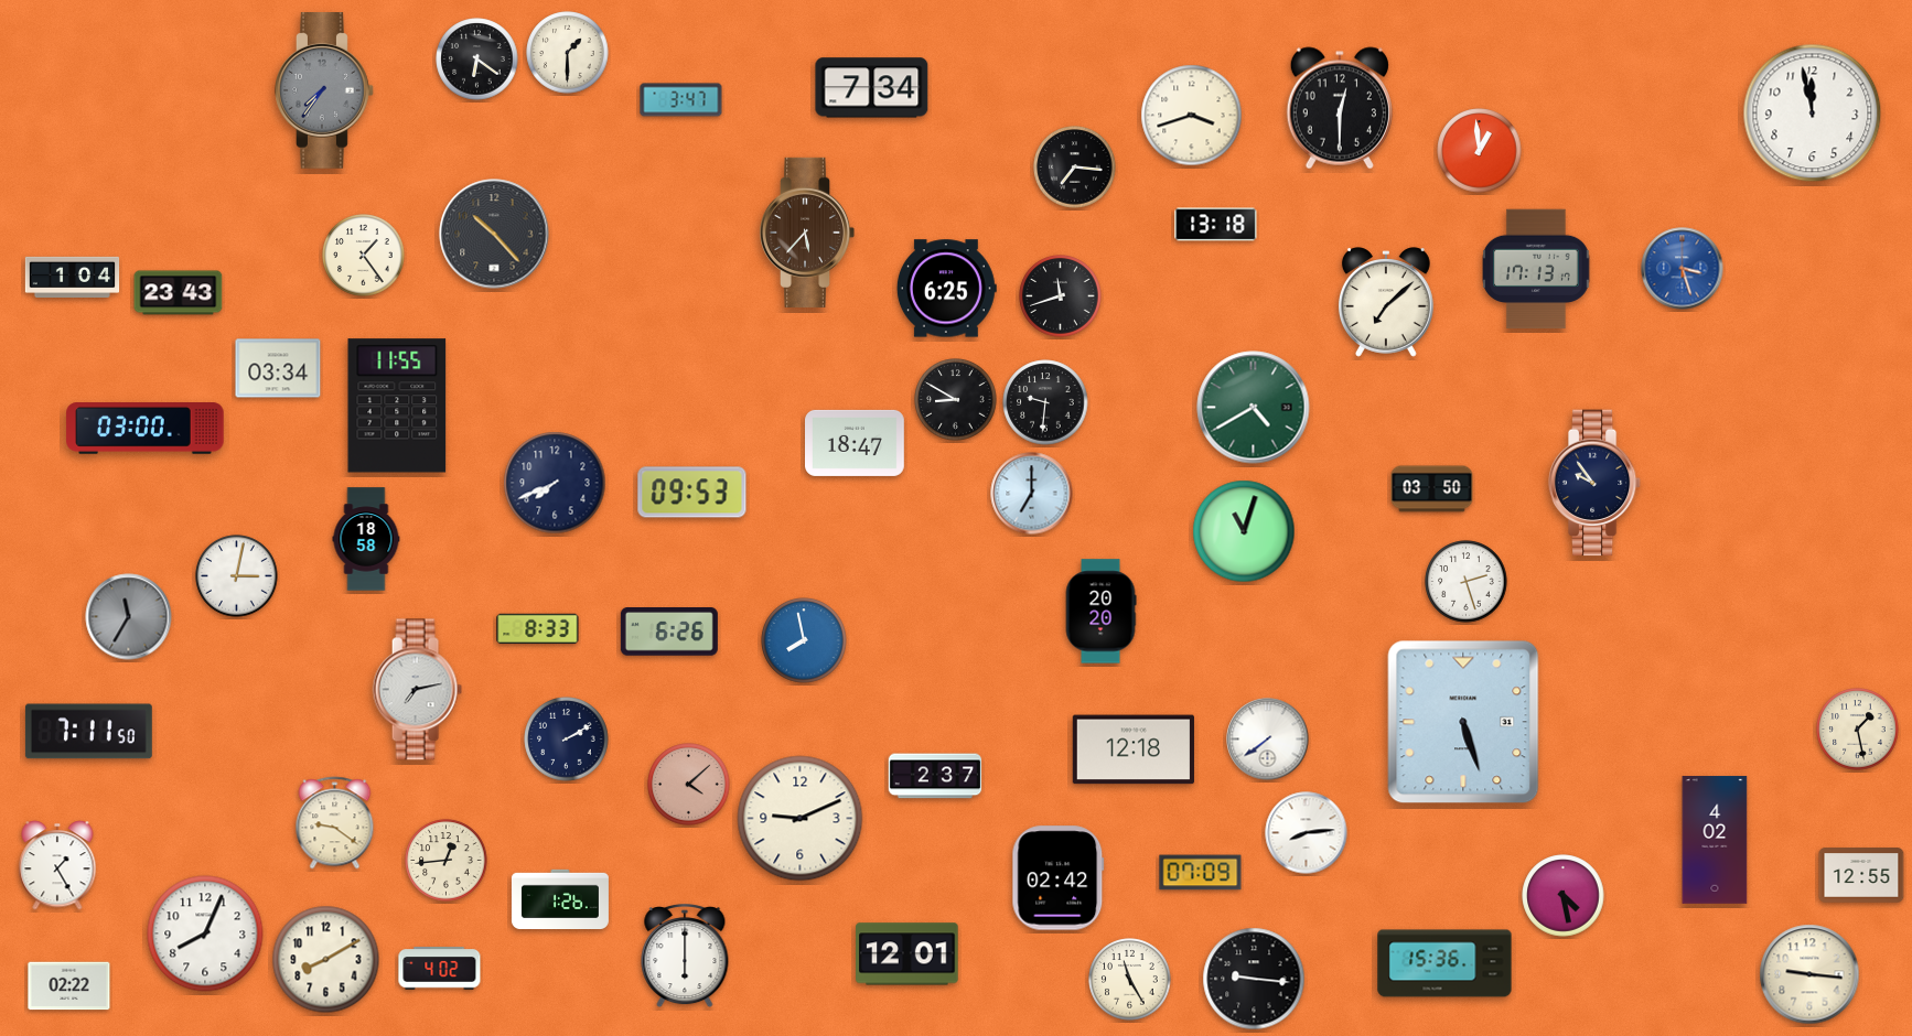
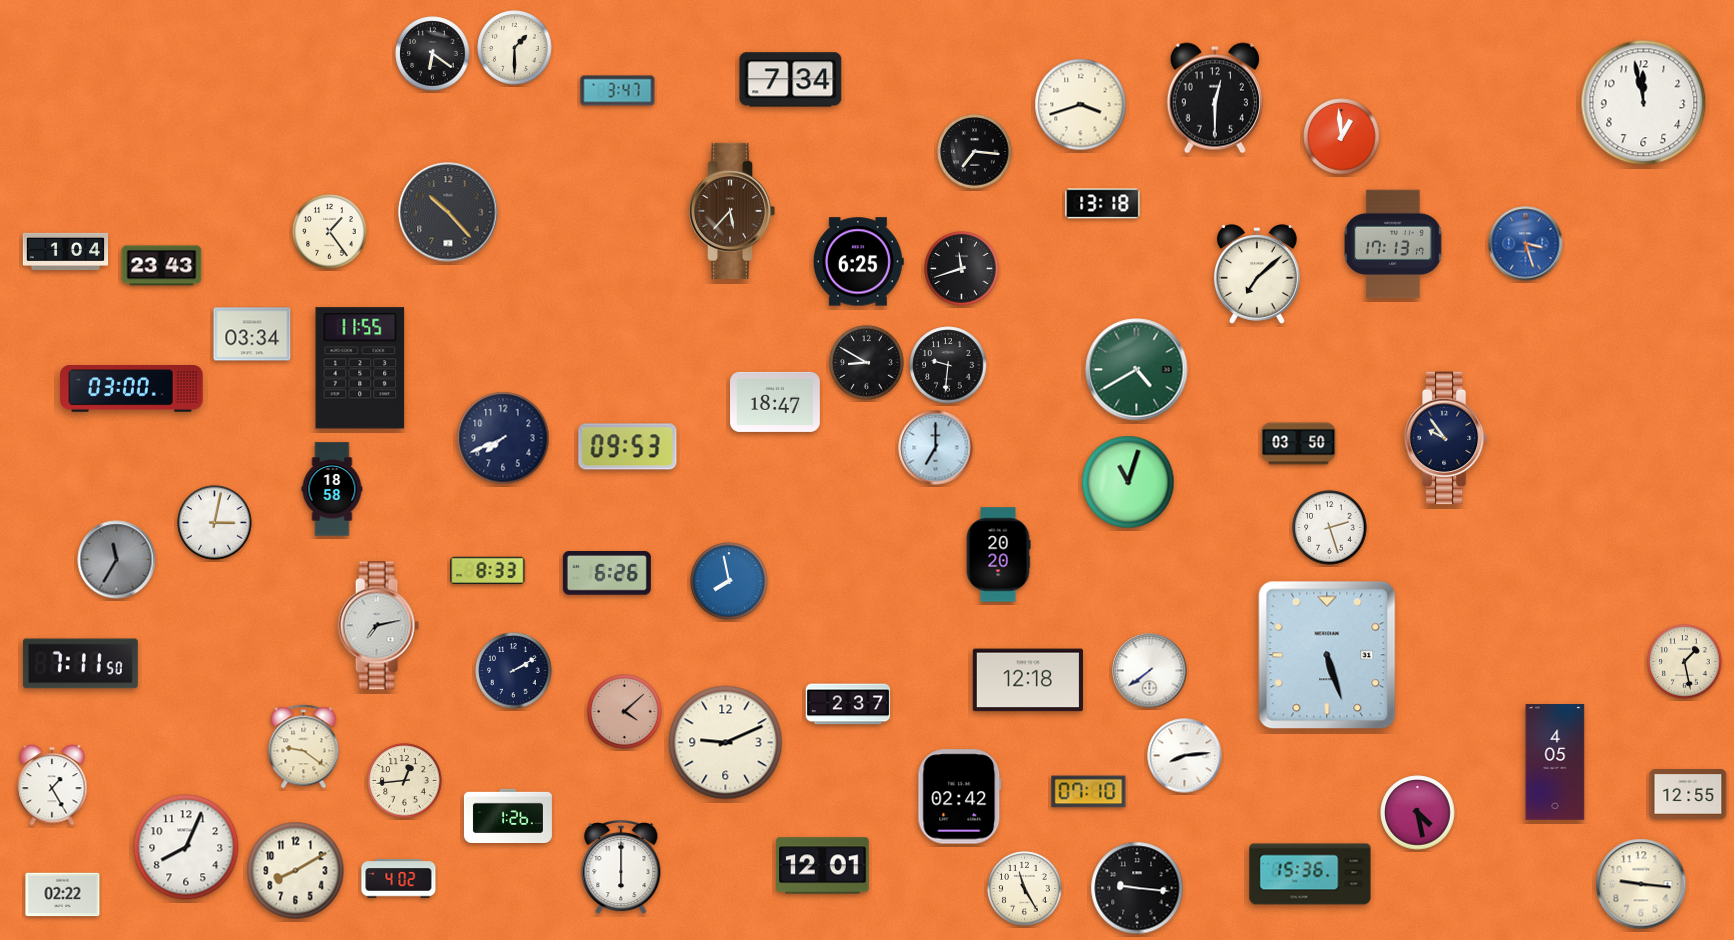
clock at (324, 90): 7:36 -> none
clock at (1715, 840): 4:02 -> 4:05
clock at (1201, 873): 07:09 -> 07:10
